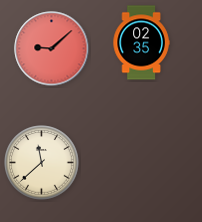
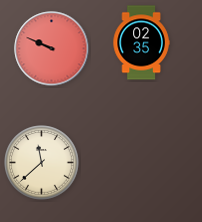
clock at (52, 49): 9:08 -> 9:49
